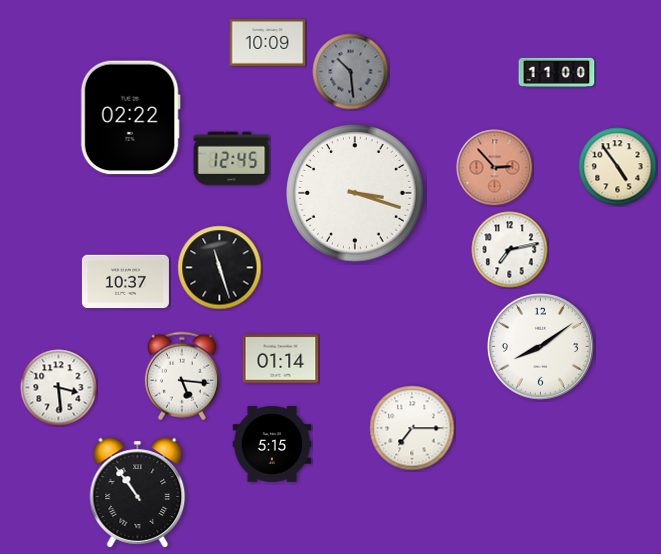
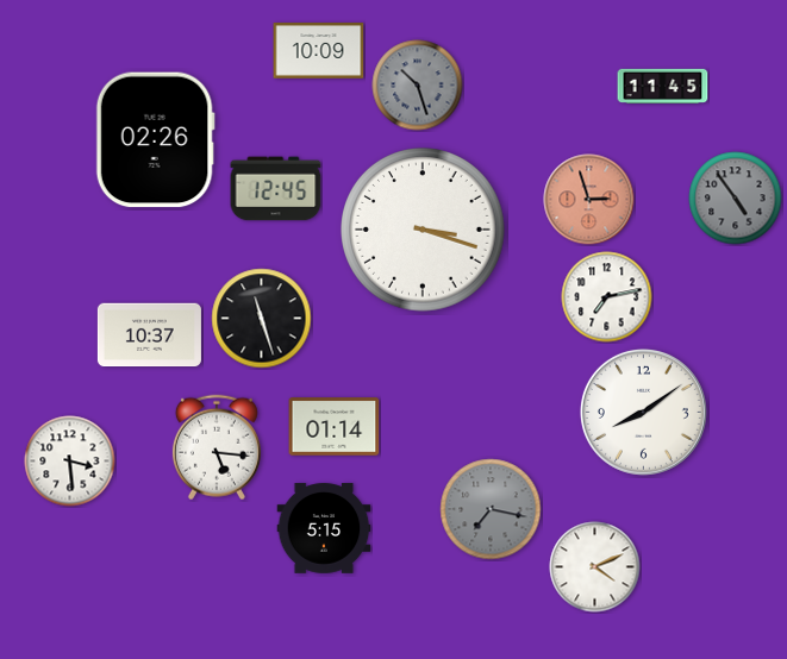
clock at (351, 72): 10:29 -> 10:27
clock at (557, 72): 11:00 -> 11:45
clock at (130, 118): 02:22 -> 02:26
clock at (618, 167) dial: cream -> grey
clock at (495, 168): 2:53 -> 2:57
clock at (412, 428): 7:15 -> 7:17
clock at (412, 428) dial: white -> grey
clock at (595, 567): none -> 4:11
clock at (138, 493): 10:54 -> none
